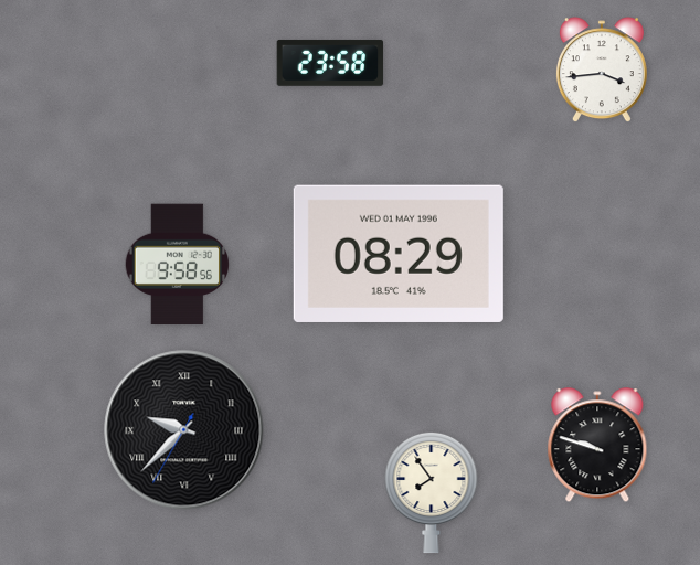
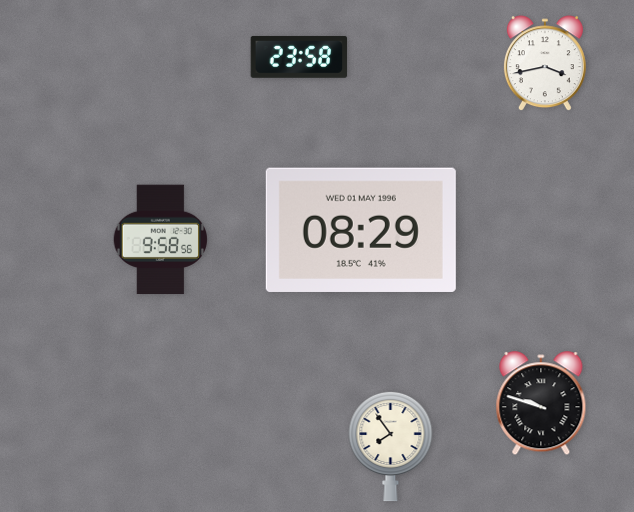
clock at (602, 71): 3:44 -> 3:43
clock at (184, 430): 9:37 -> none
